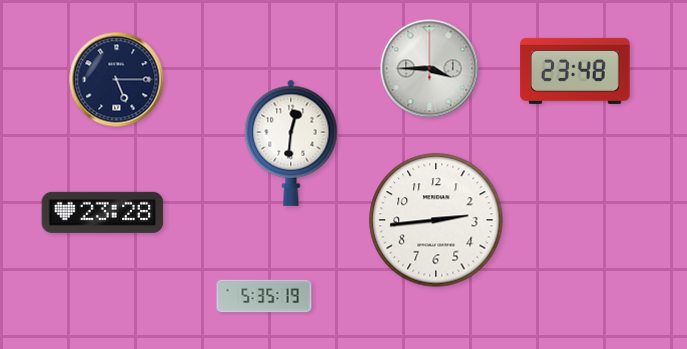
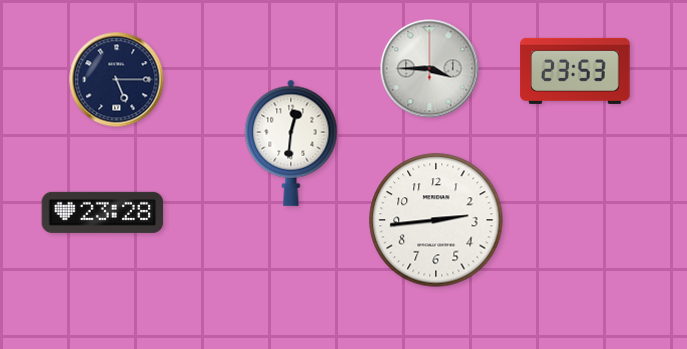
clock at (575, 71): 23:48 -> 23:53
clock at (264, 296): 5:35 -> none
